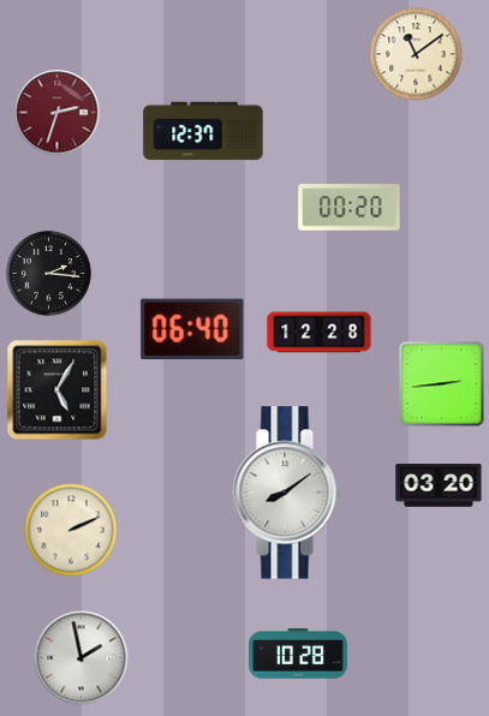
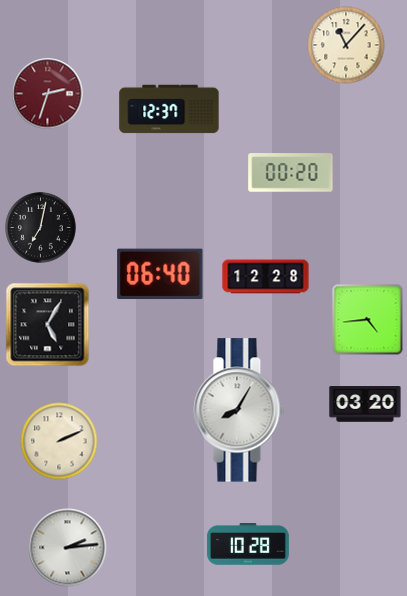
clock at (416, 54): 11:09 -> 11:07
clock at (49, 274): 2:16 -> 7:02
clock at (442, 384): 2:44 -> 4:44
clock at (287, 493): 8:09 -> 8:05
clock at (82, 658): 1:58 -> 2:14
